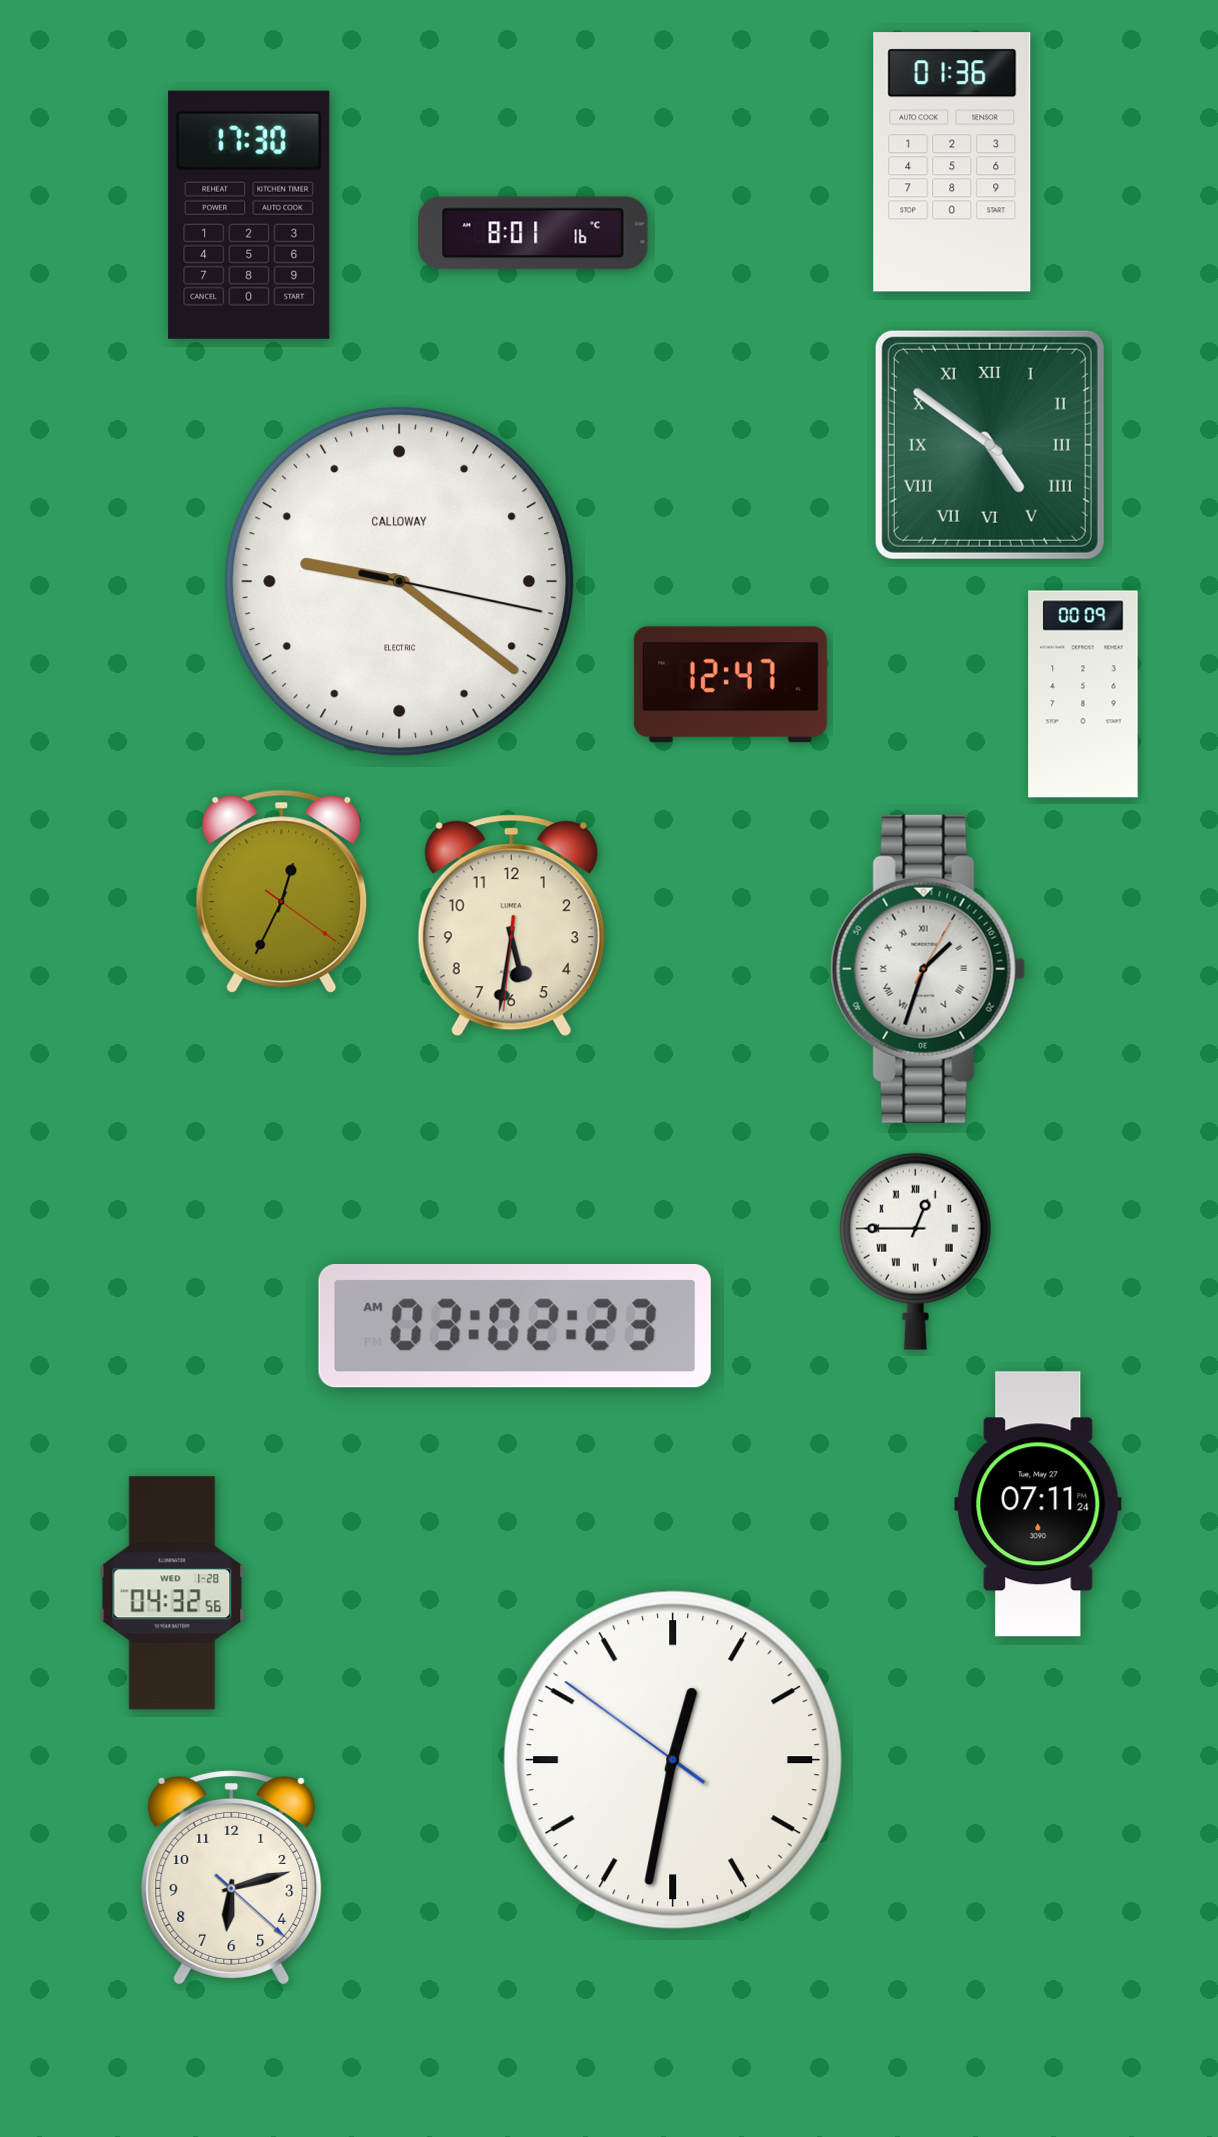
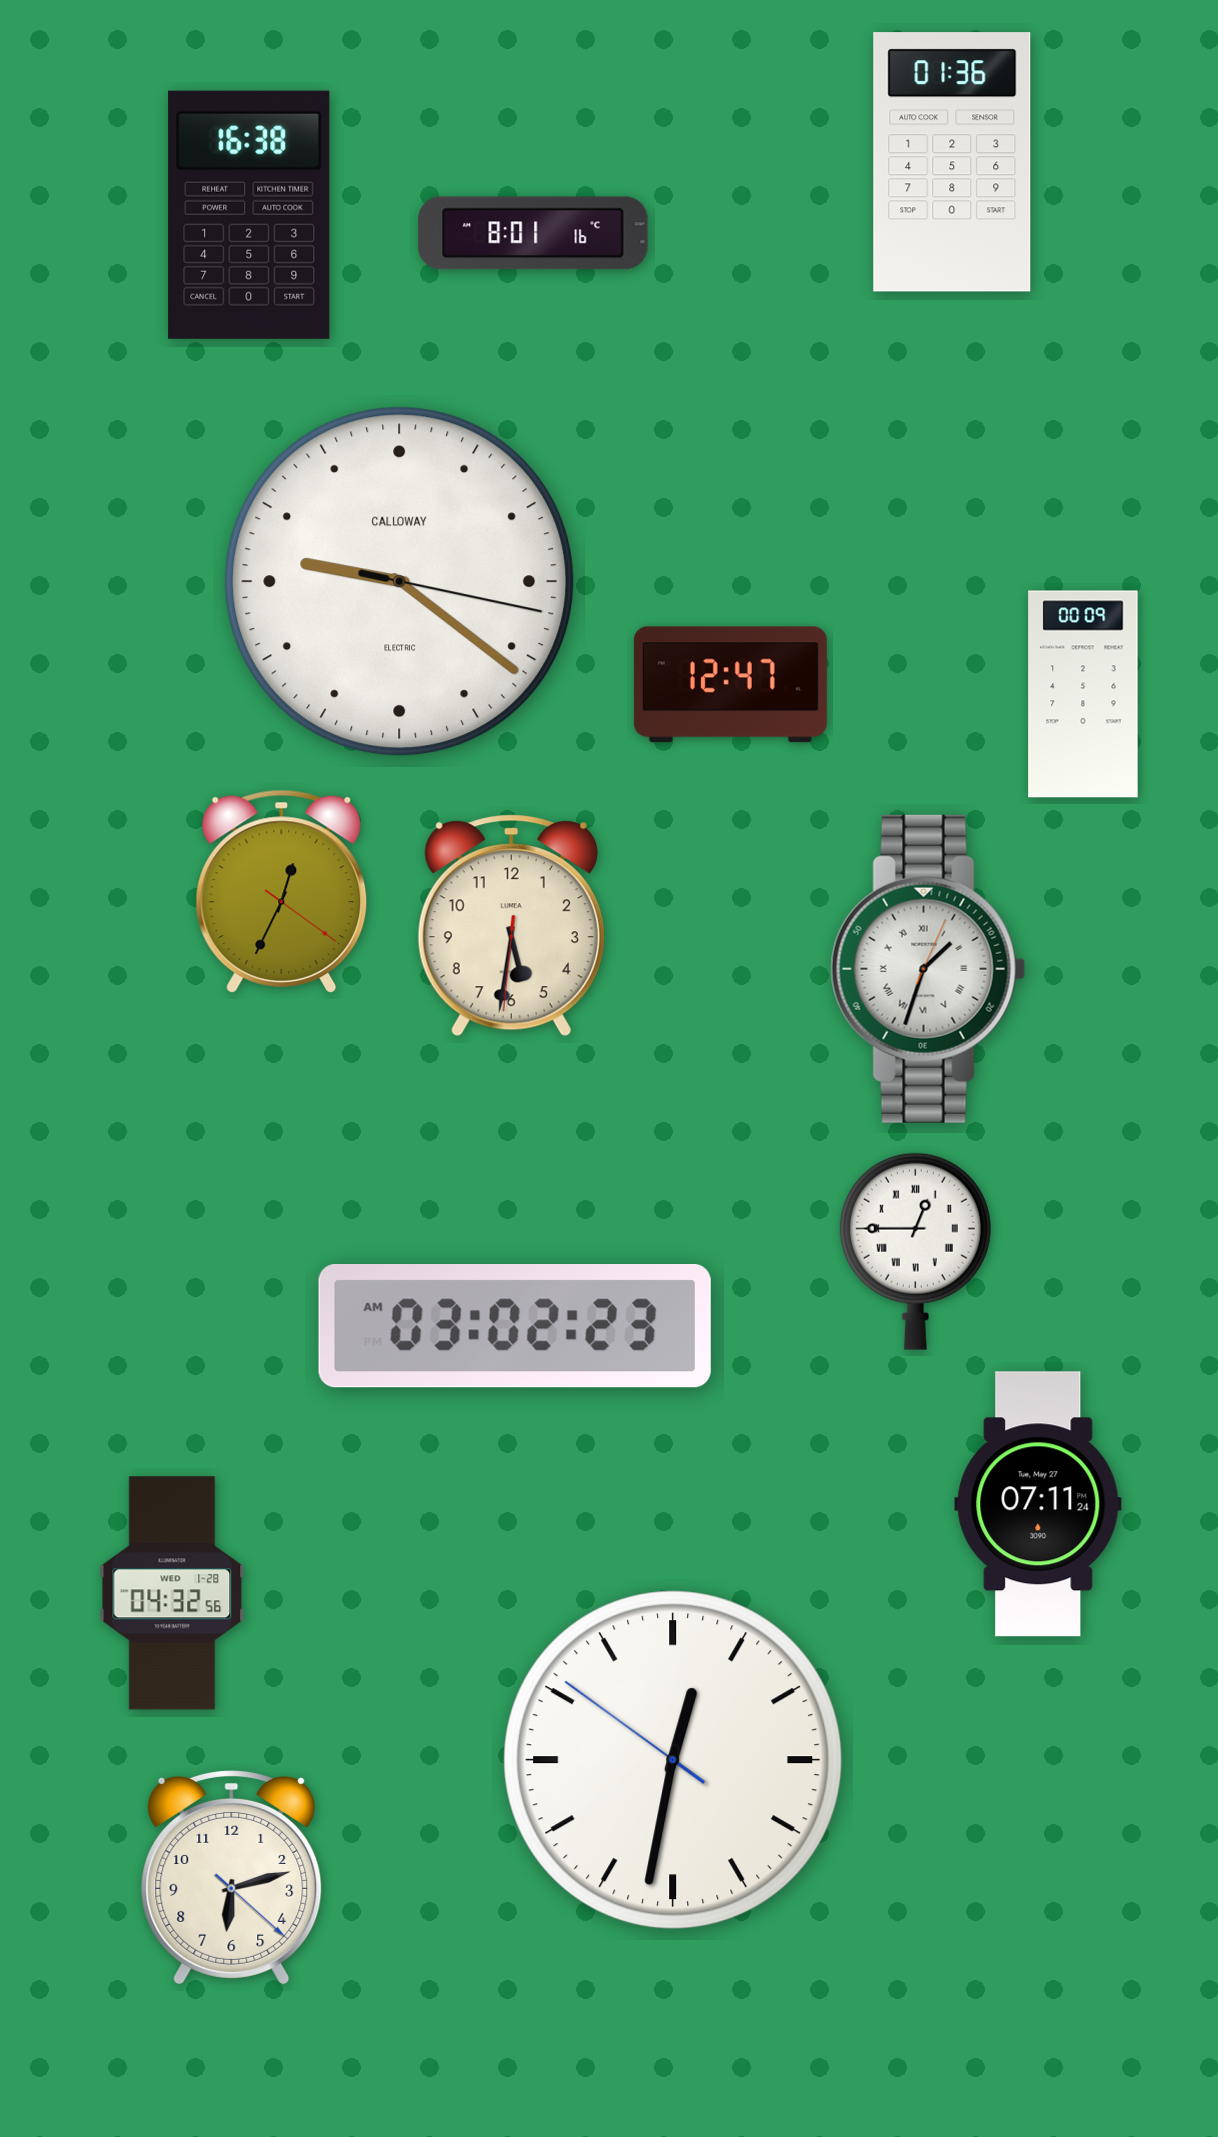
clock at (249, 215): 17:30 -> 16:38
clock at (990, 445): 4:51 -> none
clock at (928, 969): 1:33:05 -> 1:33:04
